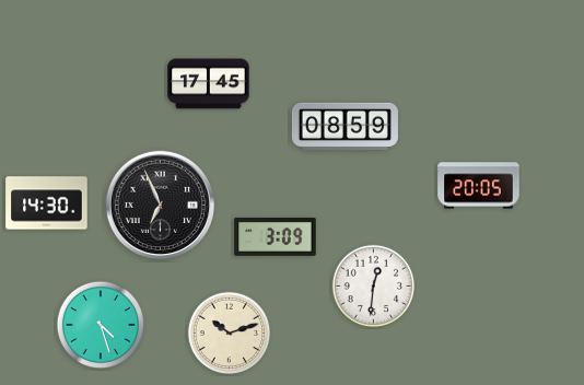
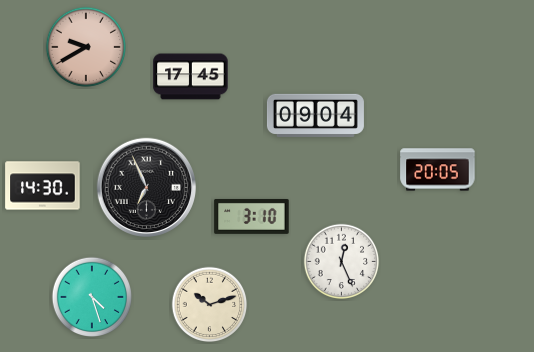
clock at (85, 46): none -> 9:40
clock at (344, 126): 08:59 -> 09:04
clock at (276, 236): 3:09 -> 3:10
clock at (374, 287): 12:31 -> 12:26
